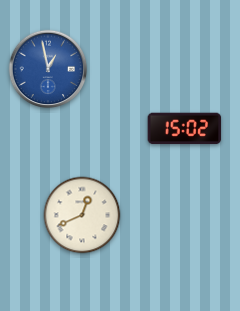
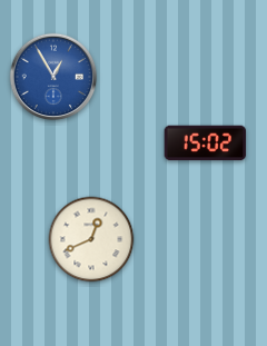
clock at (48, 69): 12:58 -> 12:55
